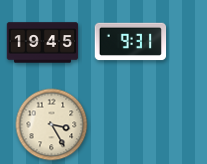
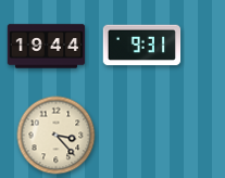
clock at (43, 43): 19:45 -> 19:44
clock at (52, 125): 3:25 -> 3:23
